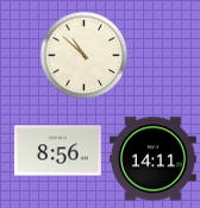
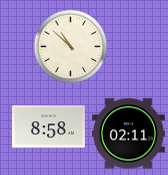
clock at (58, 151): 8:56 -> 8:58
clock at (154, 159): 14:11 -> 02:11
